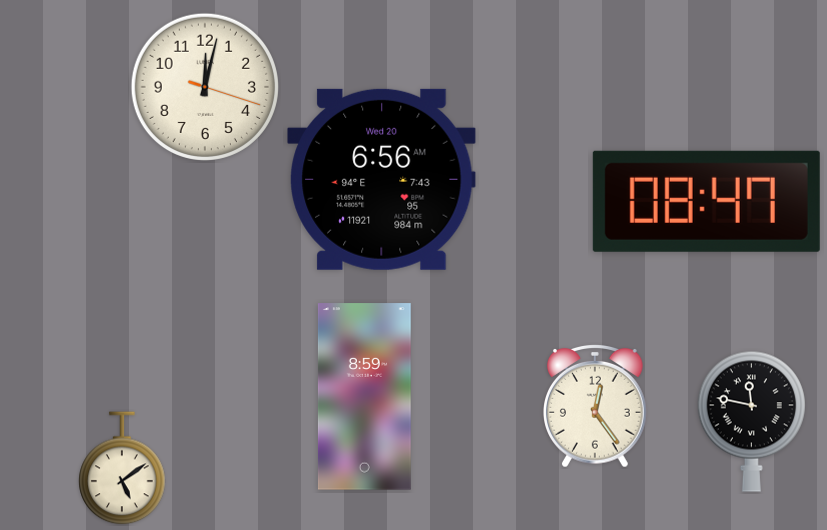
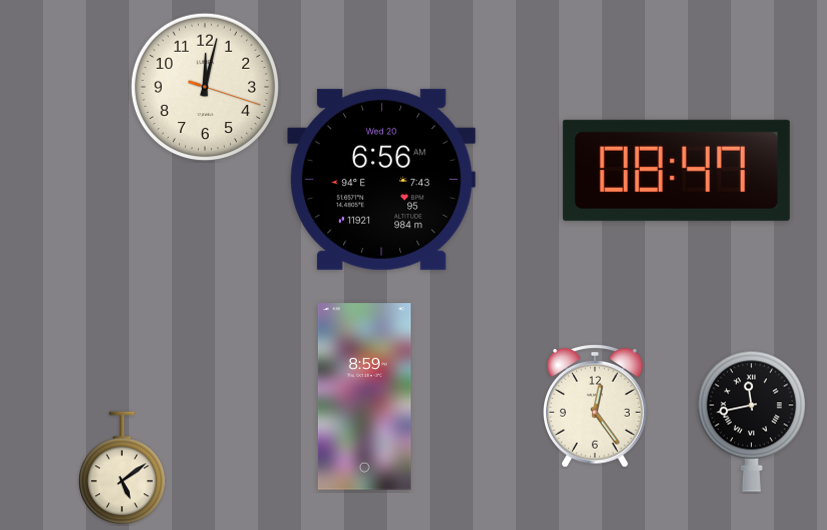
clock at (706, 201) position: (706, 201) -> (676, 170)
clock at (751, 421): 11:47 -> 11:43
